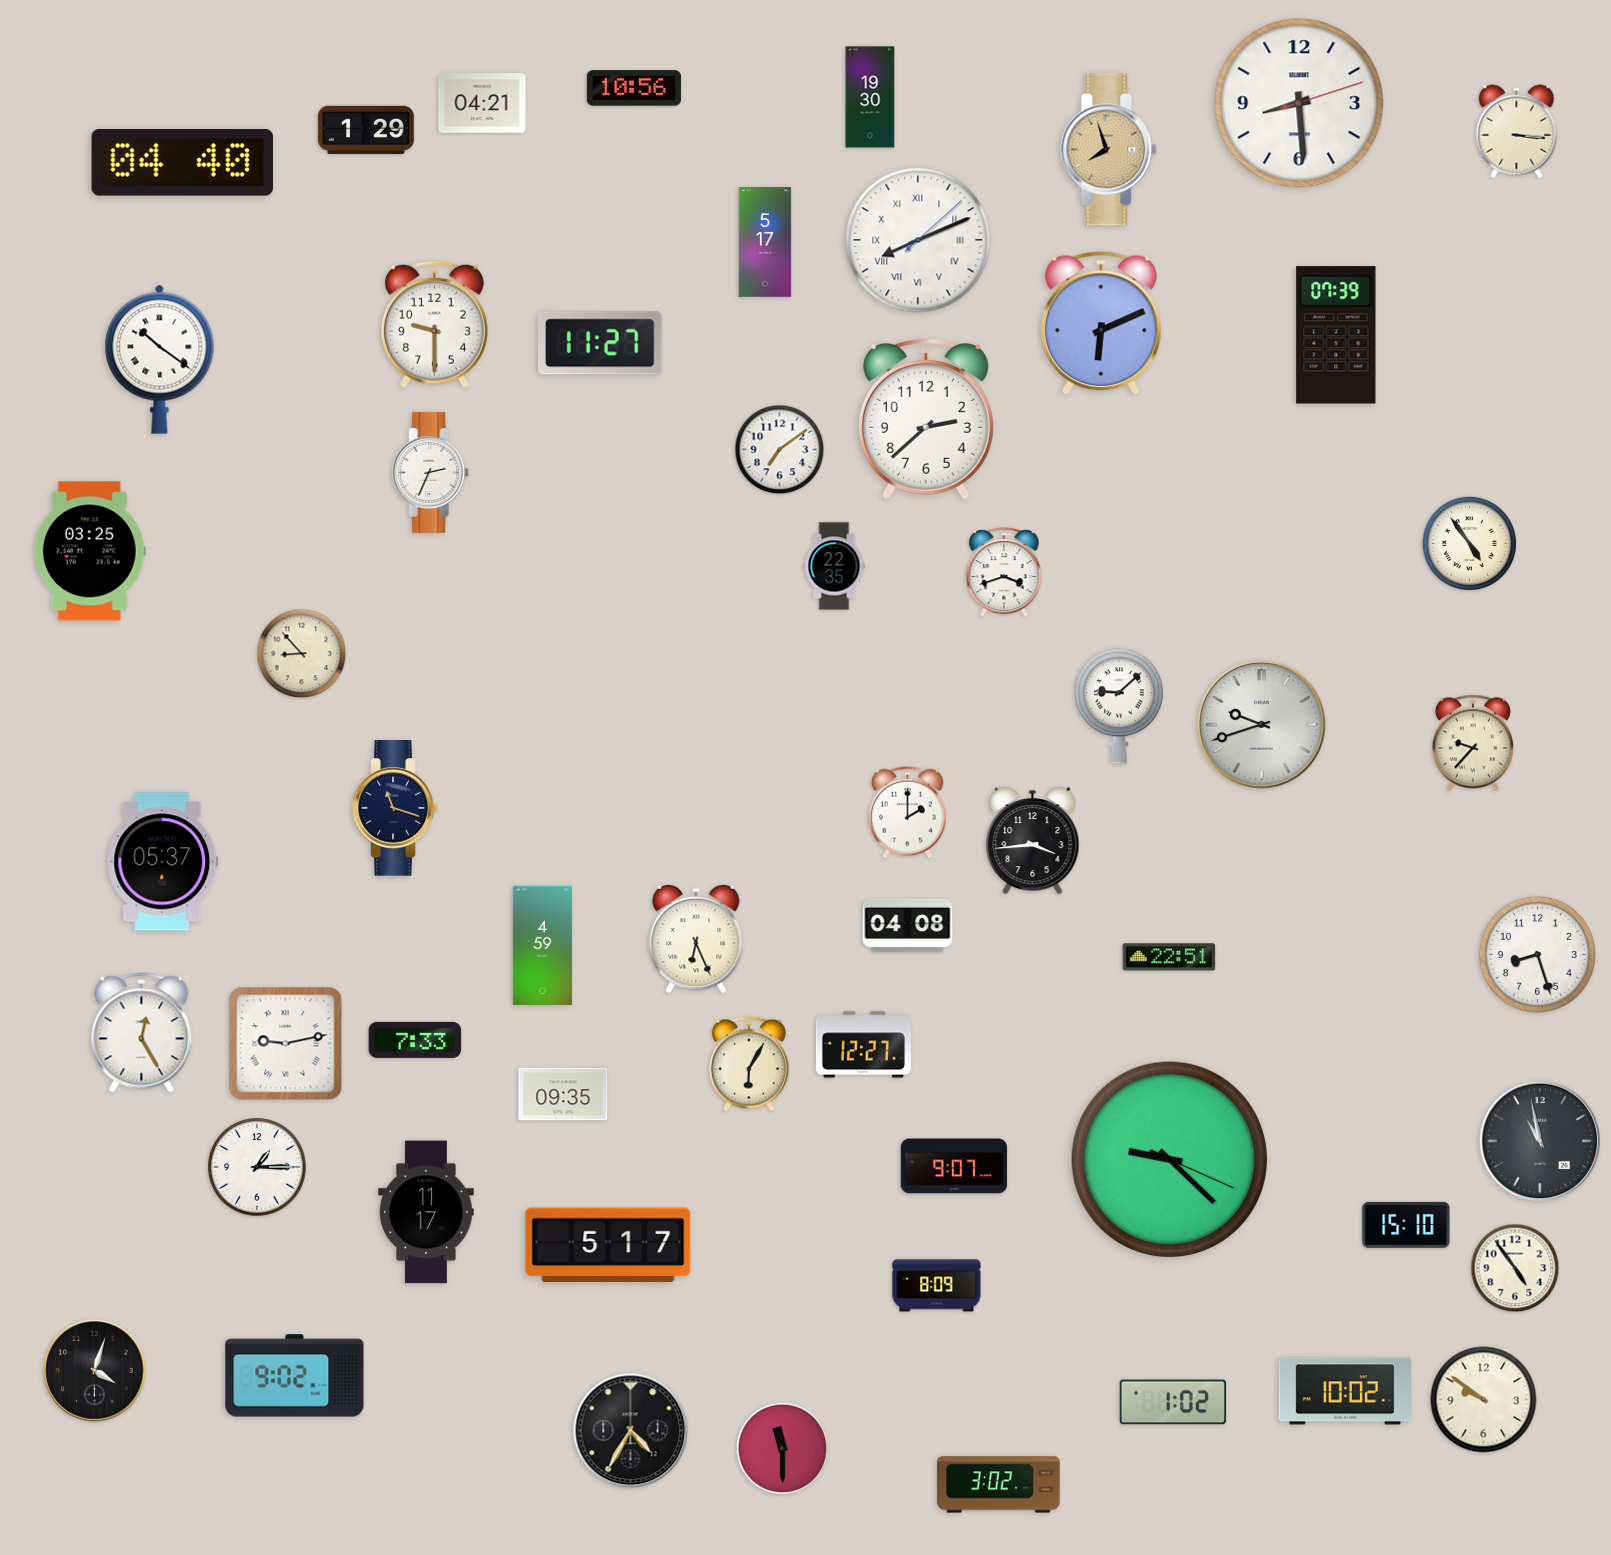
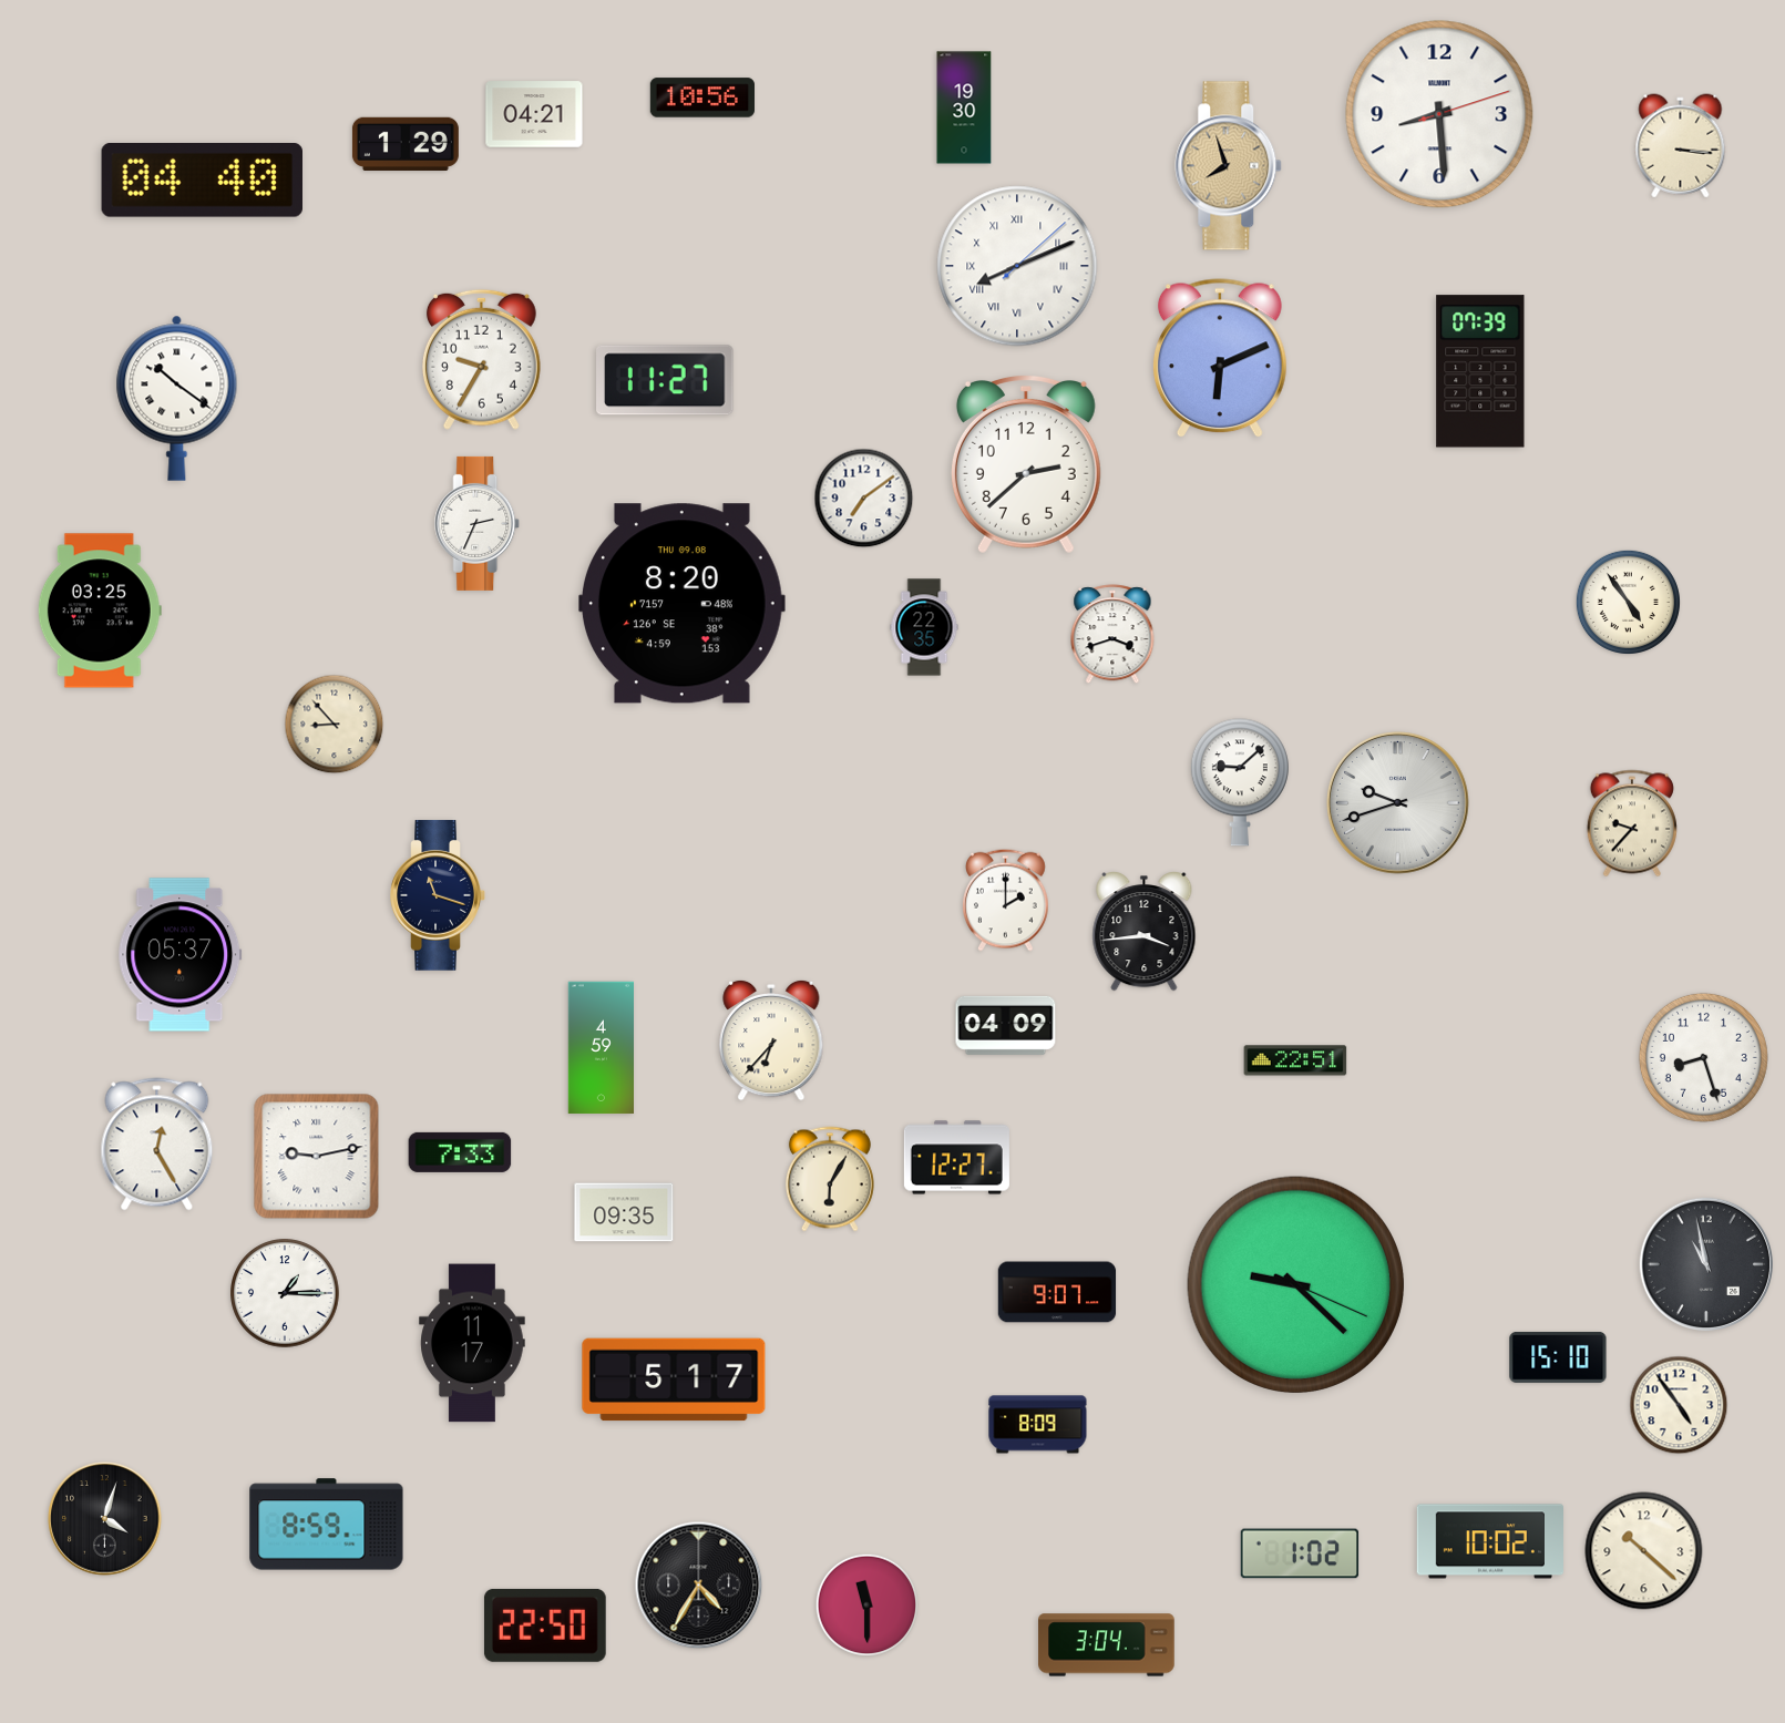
clock at (765, 242): 5:17 -> none
clock at (434, 324): 9:30 -> 9:35
clock at (683, 604): none -> 8:20
clock at (908, 925): 04:08 -> 04:09
clock at (696, 939): 6:26 -> 6:37
clock at (295, 1376): 9:02 -> 8:59
clock at (1484, 1400): 9:51 -> 10:22
clock at (545, 1625): none -> 22:50
clock at (999, 1485): 3:02 -> 3:04
